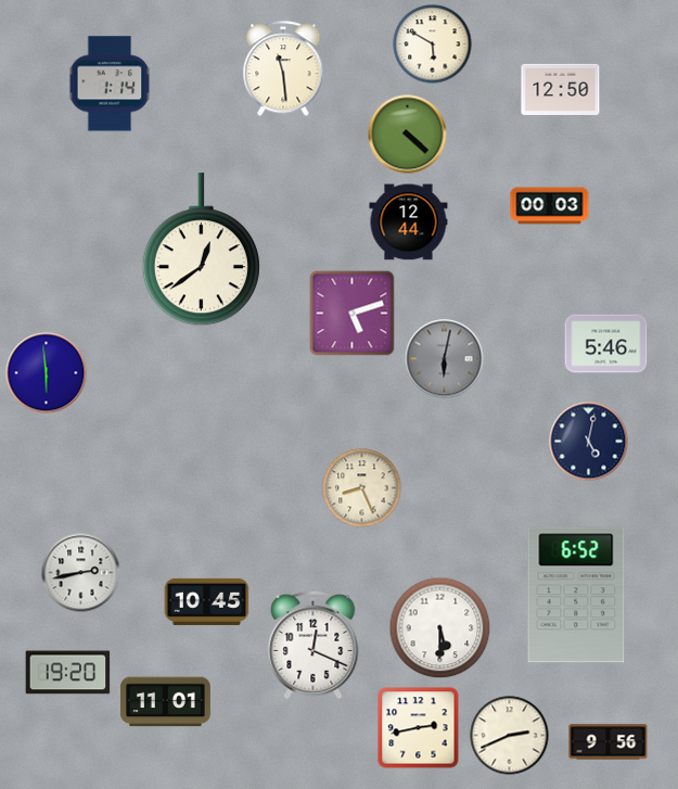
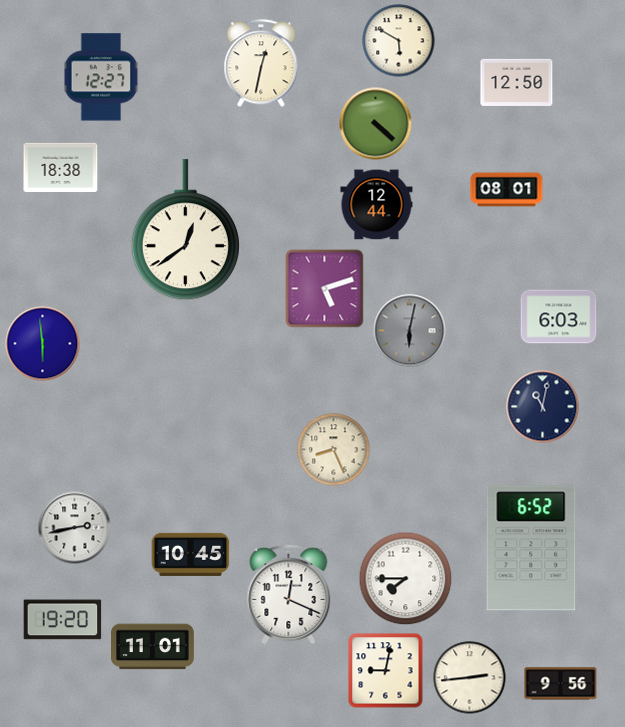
clock at (283, 69): 11:29 -> 12:32
clock at (110, 84): 1:14 -> 12:27
clock at (61, 167): none -> 18:38
clock at (550, 206): 00:03 -> 08:01
clock at (606, 344): 5:46 -> 6:03
clock at (589, 442): 5:02 -> 11:02
clock at (440, 628): 5:30 -> 7:45
clock at (419, 728): 2:43 -> 9:02
clock at (510, 736): 2:41 -> 2:44
